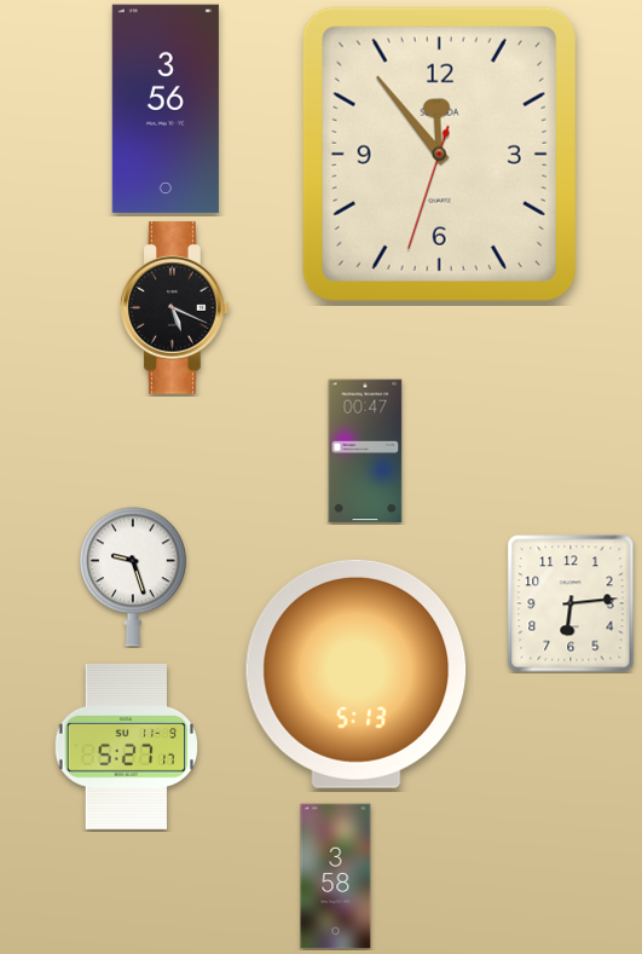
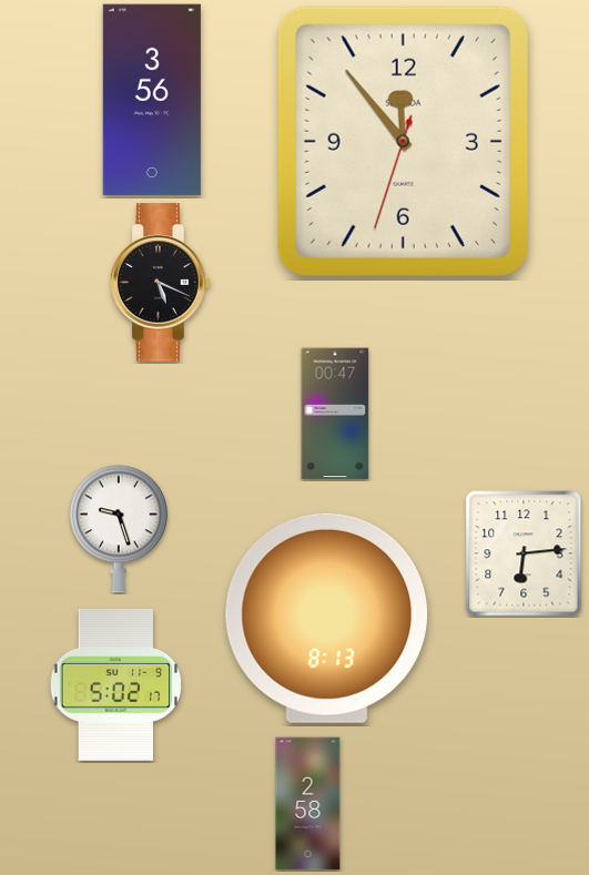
clock at (133, 577) position: (133, 577) -> (119, 529)
clock at (357, 673): 5:13 -> 8:13
clock at (127, 746): 5:27 -> 5:02
clock at (336, 877): 3:58 -> 2:58
